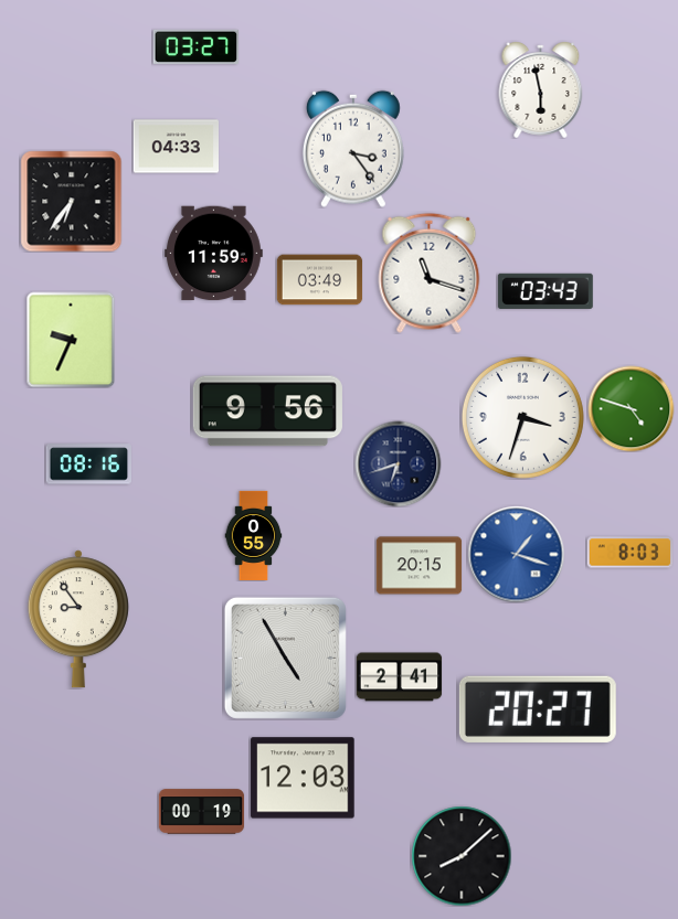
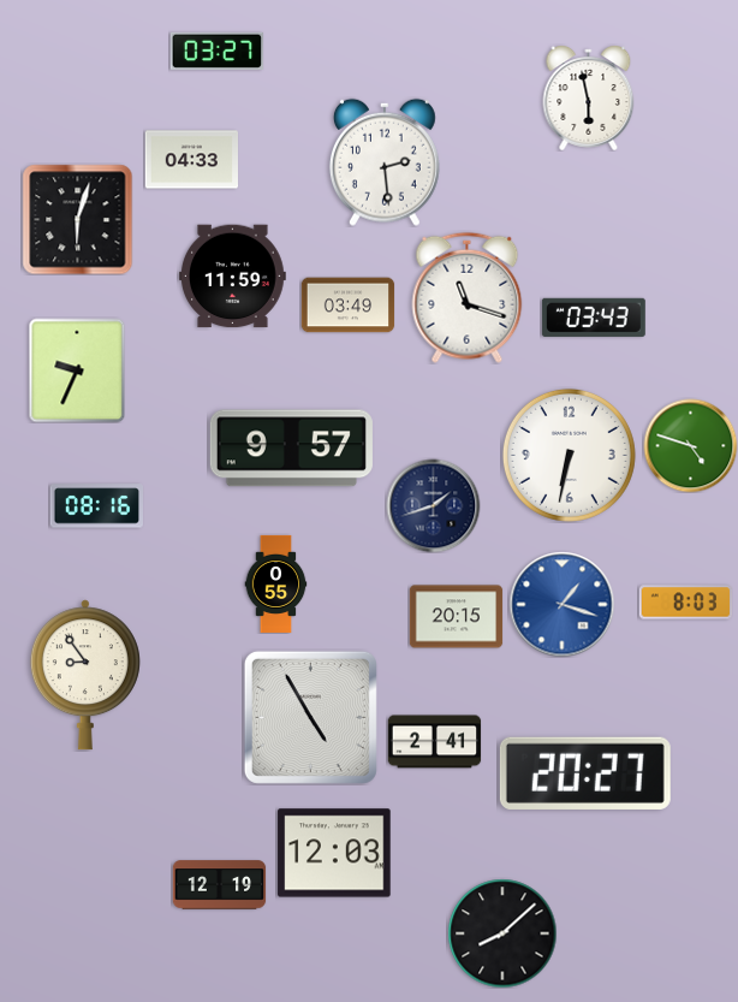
clock at (195, 46) position: (195, 46) -> (216, 51)
clock at (353, 149): 3:24 -> 2:29
clock at (71, 201): 6:36 -> 6:03
clock at (631, 408) position: (631, 408) -> (690, 445)
clock at (267, 412): 9:56 -> 9:57
clock at (522, 417): 3:33 -> 6:32
clock at (398, 463): 6:42 -> 1:42
clock at (399, 677) position: (399, 677) -> (434, 742)
clock at (303, 778) position: (303, 778) -> (334, 853)
clock at (201, 812): 00:19 -> 12:19
